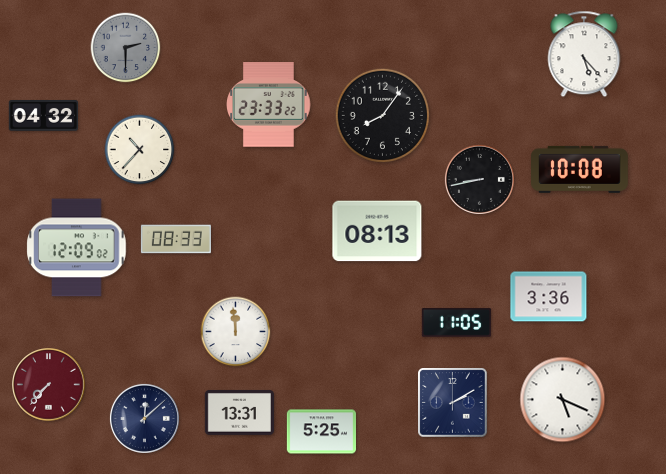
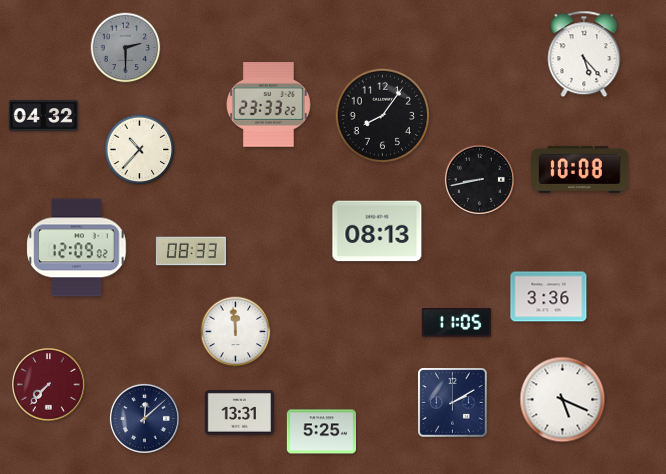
clock at (176, 239) position: (176, 239) -> (191, 251)
